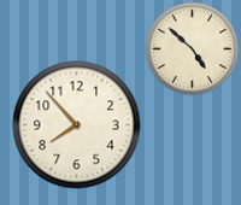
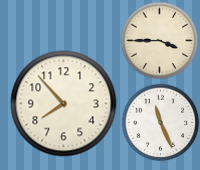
clock at (192, 48): 4:52 -> 3:45
clock at (160, 122): none -> 11:26
